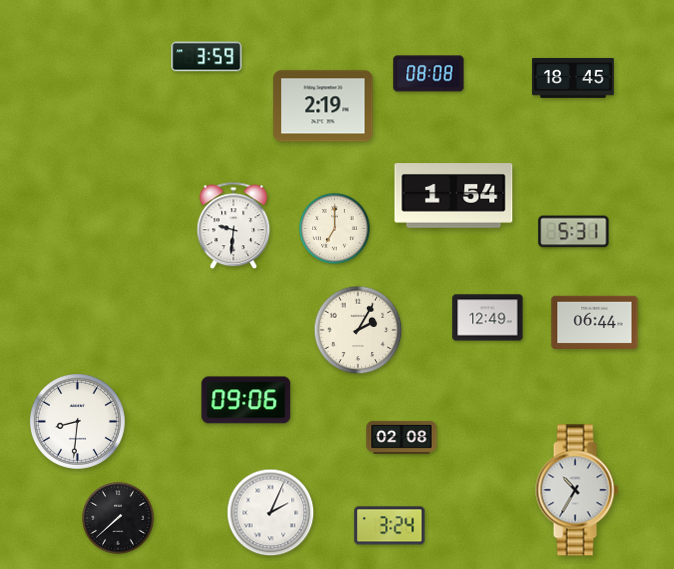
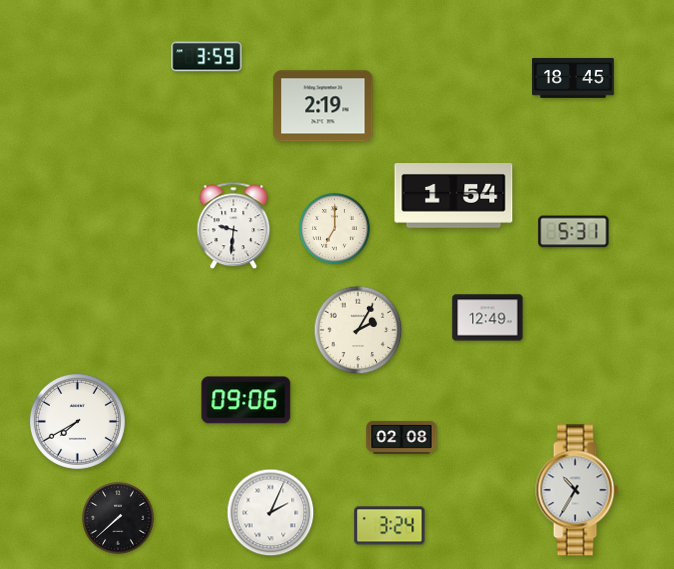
clock at (429, 74): 08:08 -> none
clock at (595, 322): 06:44 -> none
clock at (77, 421): 8:31 -> 7:40
